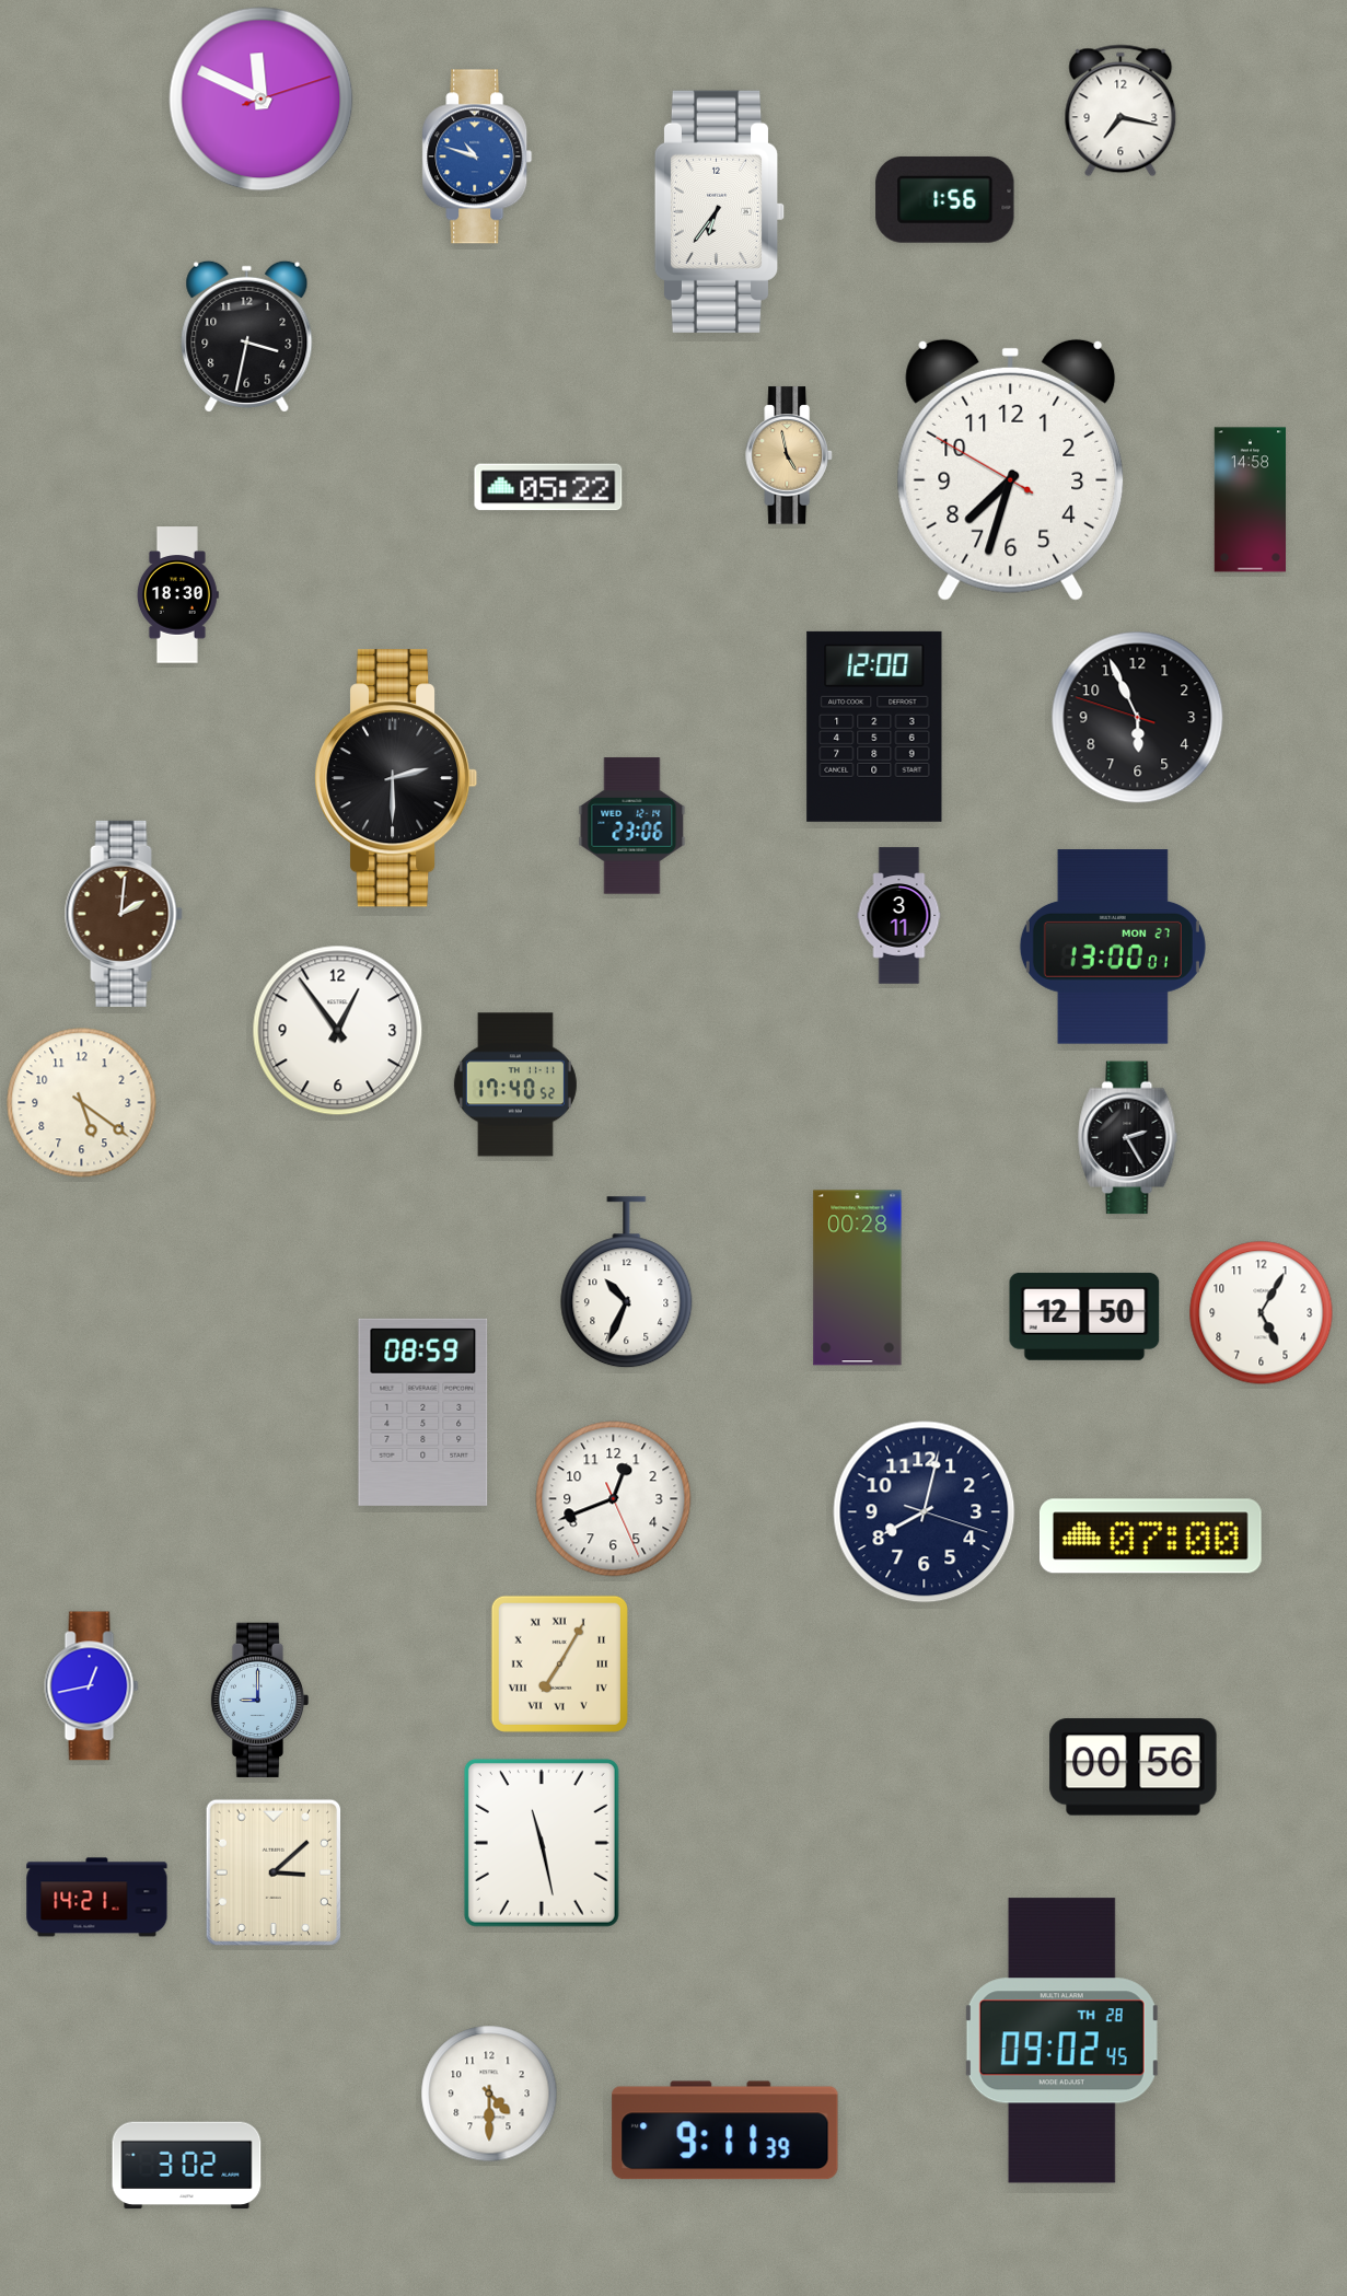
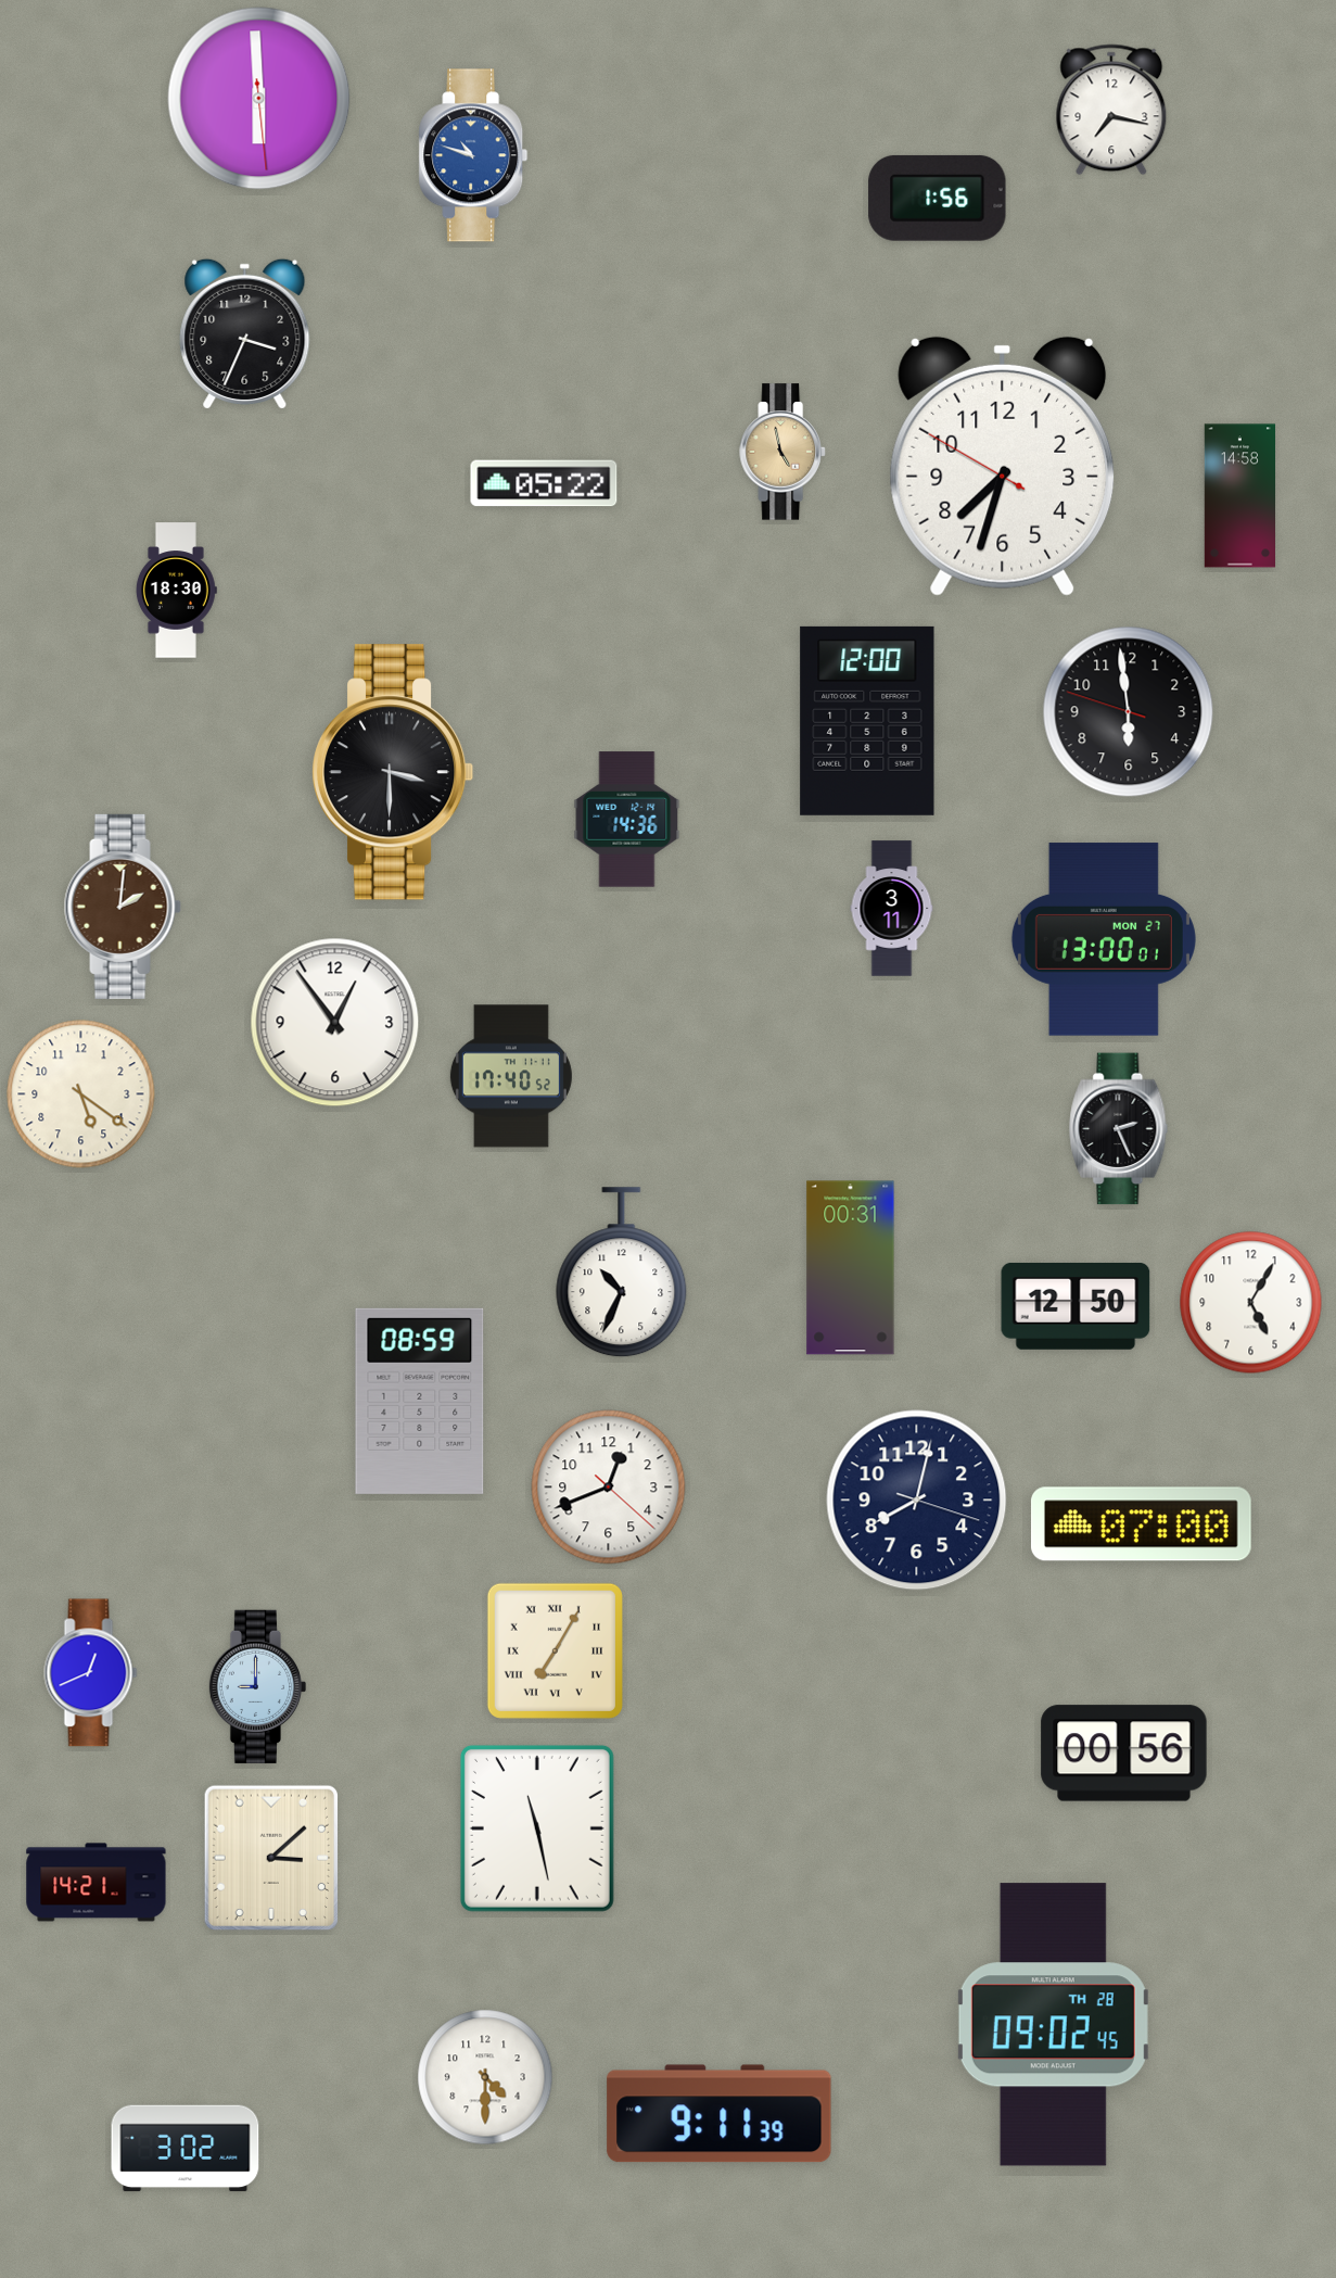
clock at (262, 100): 11:49 -> 5:59
clock at (720, 211): 6:36 -> none
clock at (247, 336): 3:32 -> 3:34
clock at (1138, 718): 5:55 -> 5:58
clock at (397, 778): 2:30 -> 3:30
clock at (632, 826): 23:06 -> 14:36
clock at (1128, 1138): 2:25 -> 2:26
clock at (858, 1278): 00:28 -> 00:31
clock at (614, 1499): 12:41:26 -> 12:41:22
clock at (92, 1686): 12:43 -> 12:41
